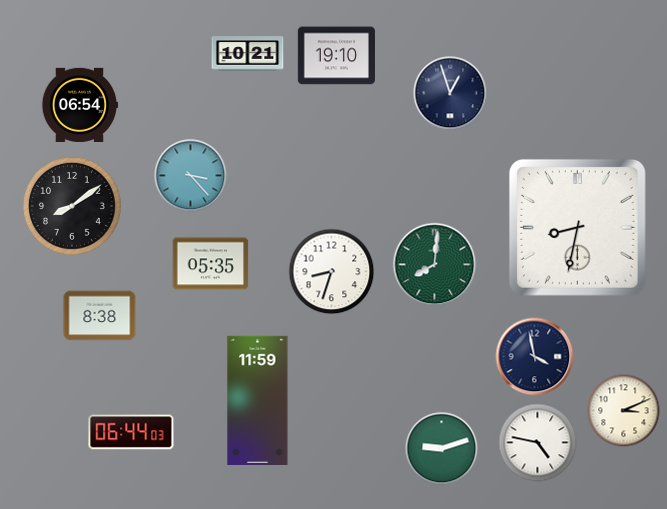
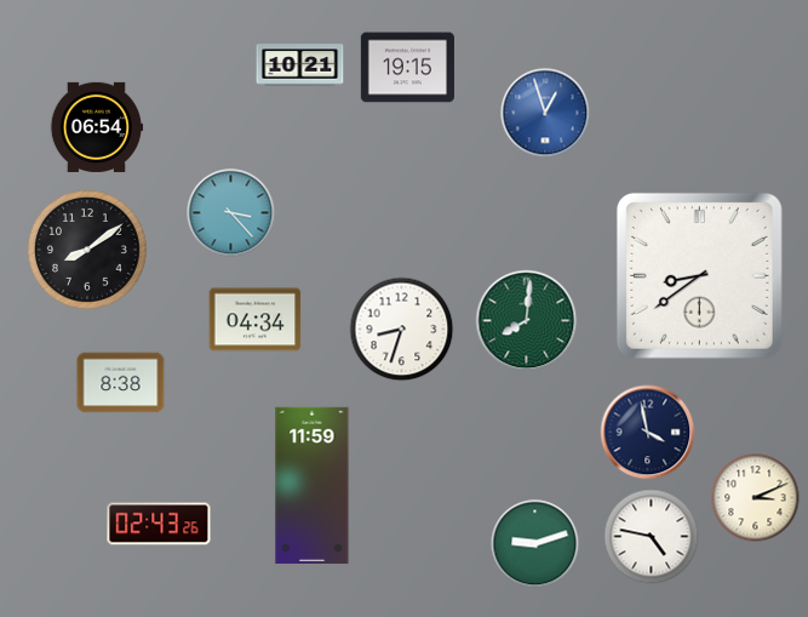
clock at (336, 56): 19:10 -> 19:15
clock at (450, 93) dial: navy -> blue
clock at (577, 227): 8:32 -> 8:39
clock at (211, 264): 05:35 -> 04:34
clock at (131, 432): 06:44 -> 02:43
